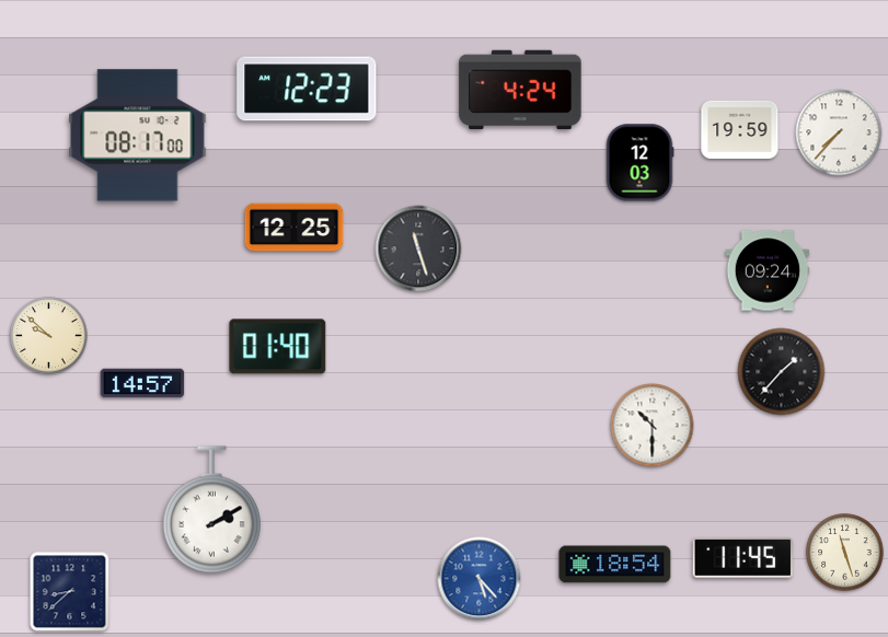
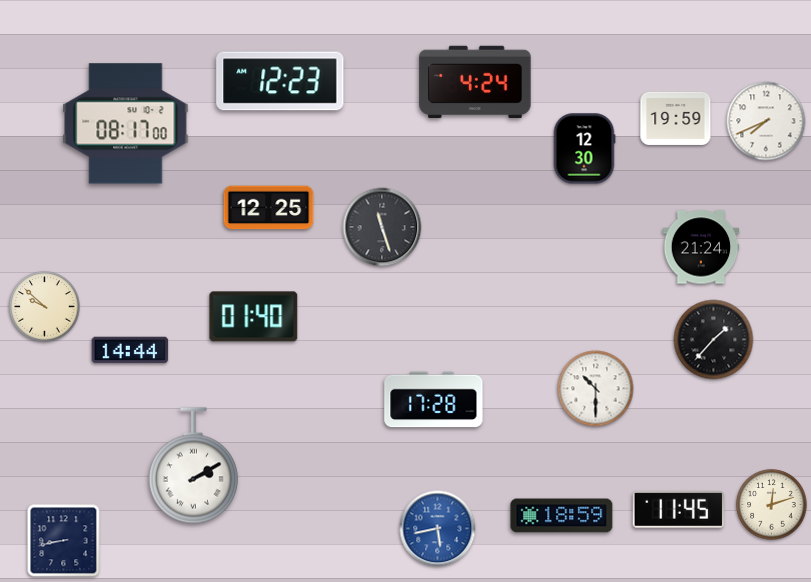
clock at (839, 132): 7:37 -> 7:41
clock at (639, 163): 12:03 -> 12:30
clock at (768, 270): 09:24 -> 21:24
clock at (142, 383): 14:57 -> 14:44
clock at (434, 400): none -> 17:28
clock at (845, 553): 11:27 -> 12:12
clock at (615, 565): 18:54 -> 18:59
clock at (480, 579): 5:23 -> 5:43
clock at (70, 592): 8:38 -> 8:43
